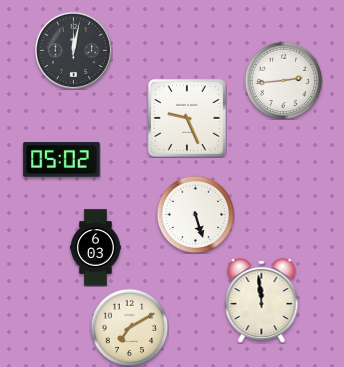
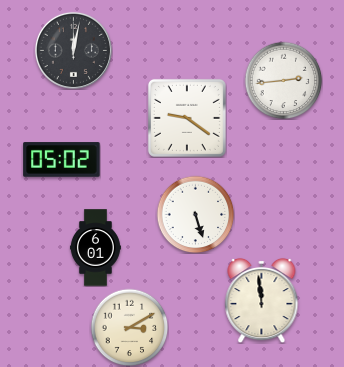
clock at (187, 118): 9:26 -> 9:21
clock at (95, 248): 6:03 -> 6:01
clock at (129, 327): 7:10 -> 3:10
